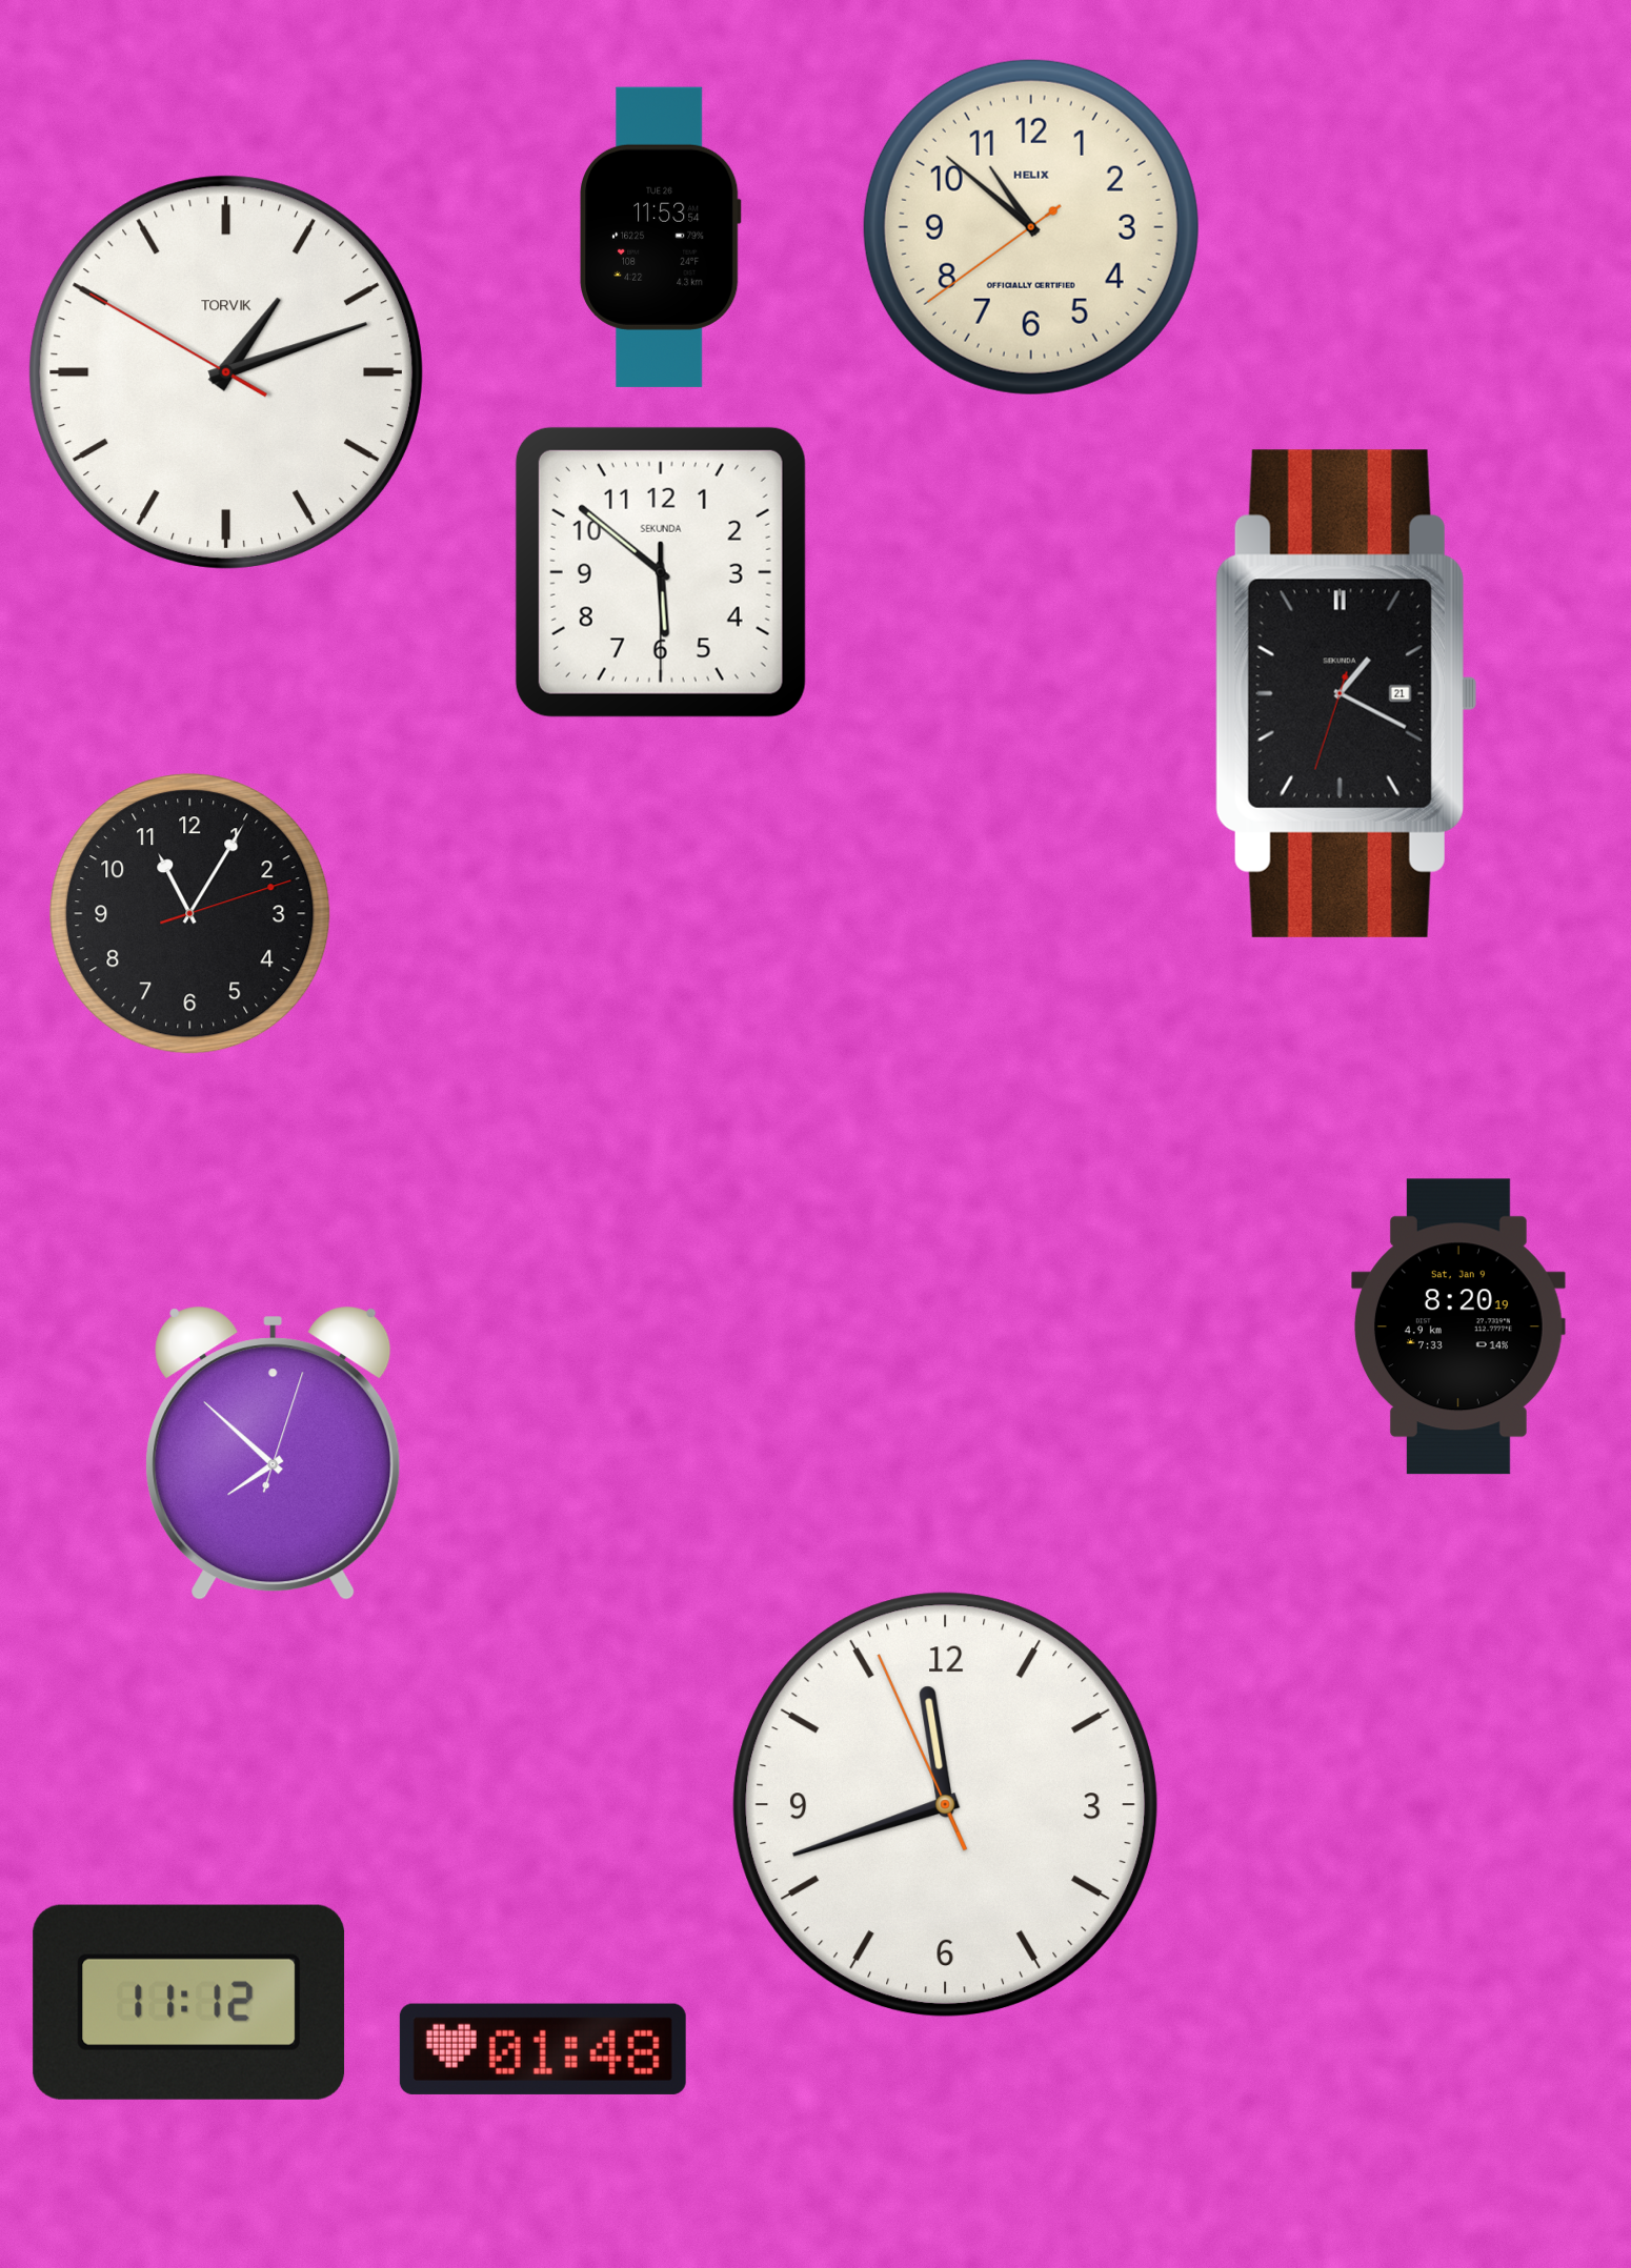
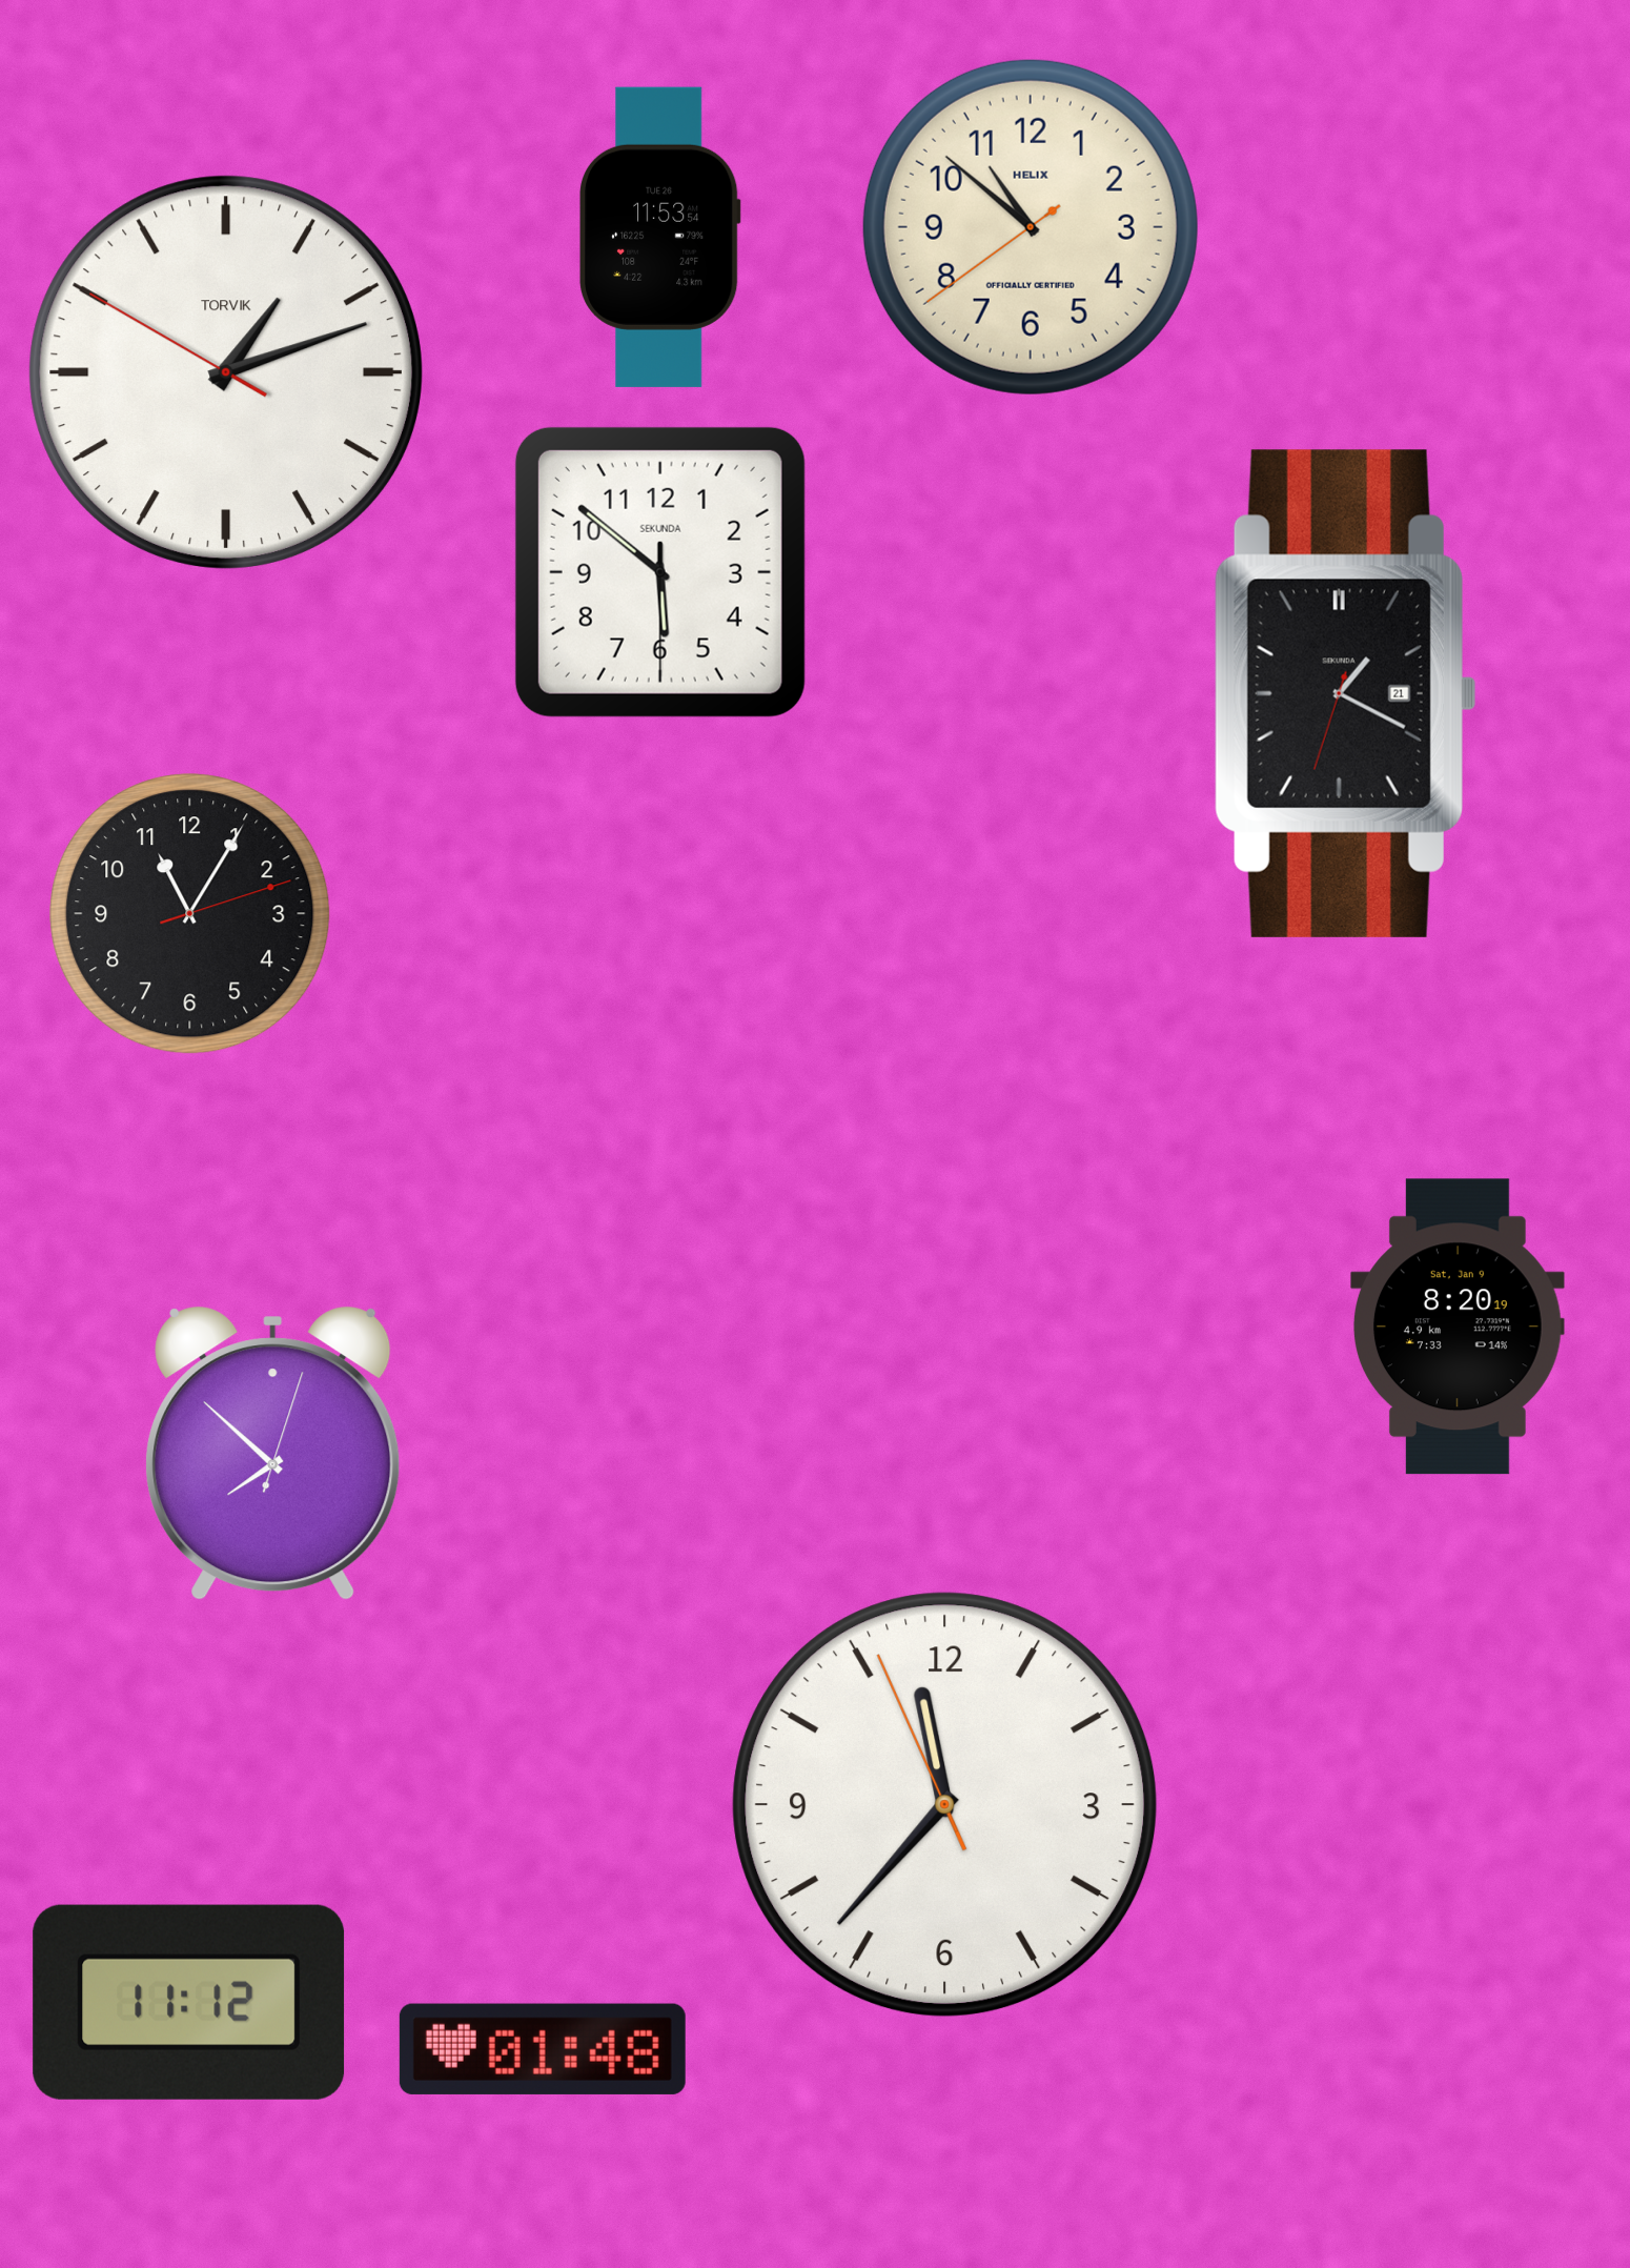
clock at (946, 1805): 11:41 -> 11:36
